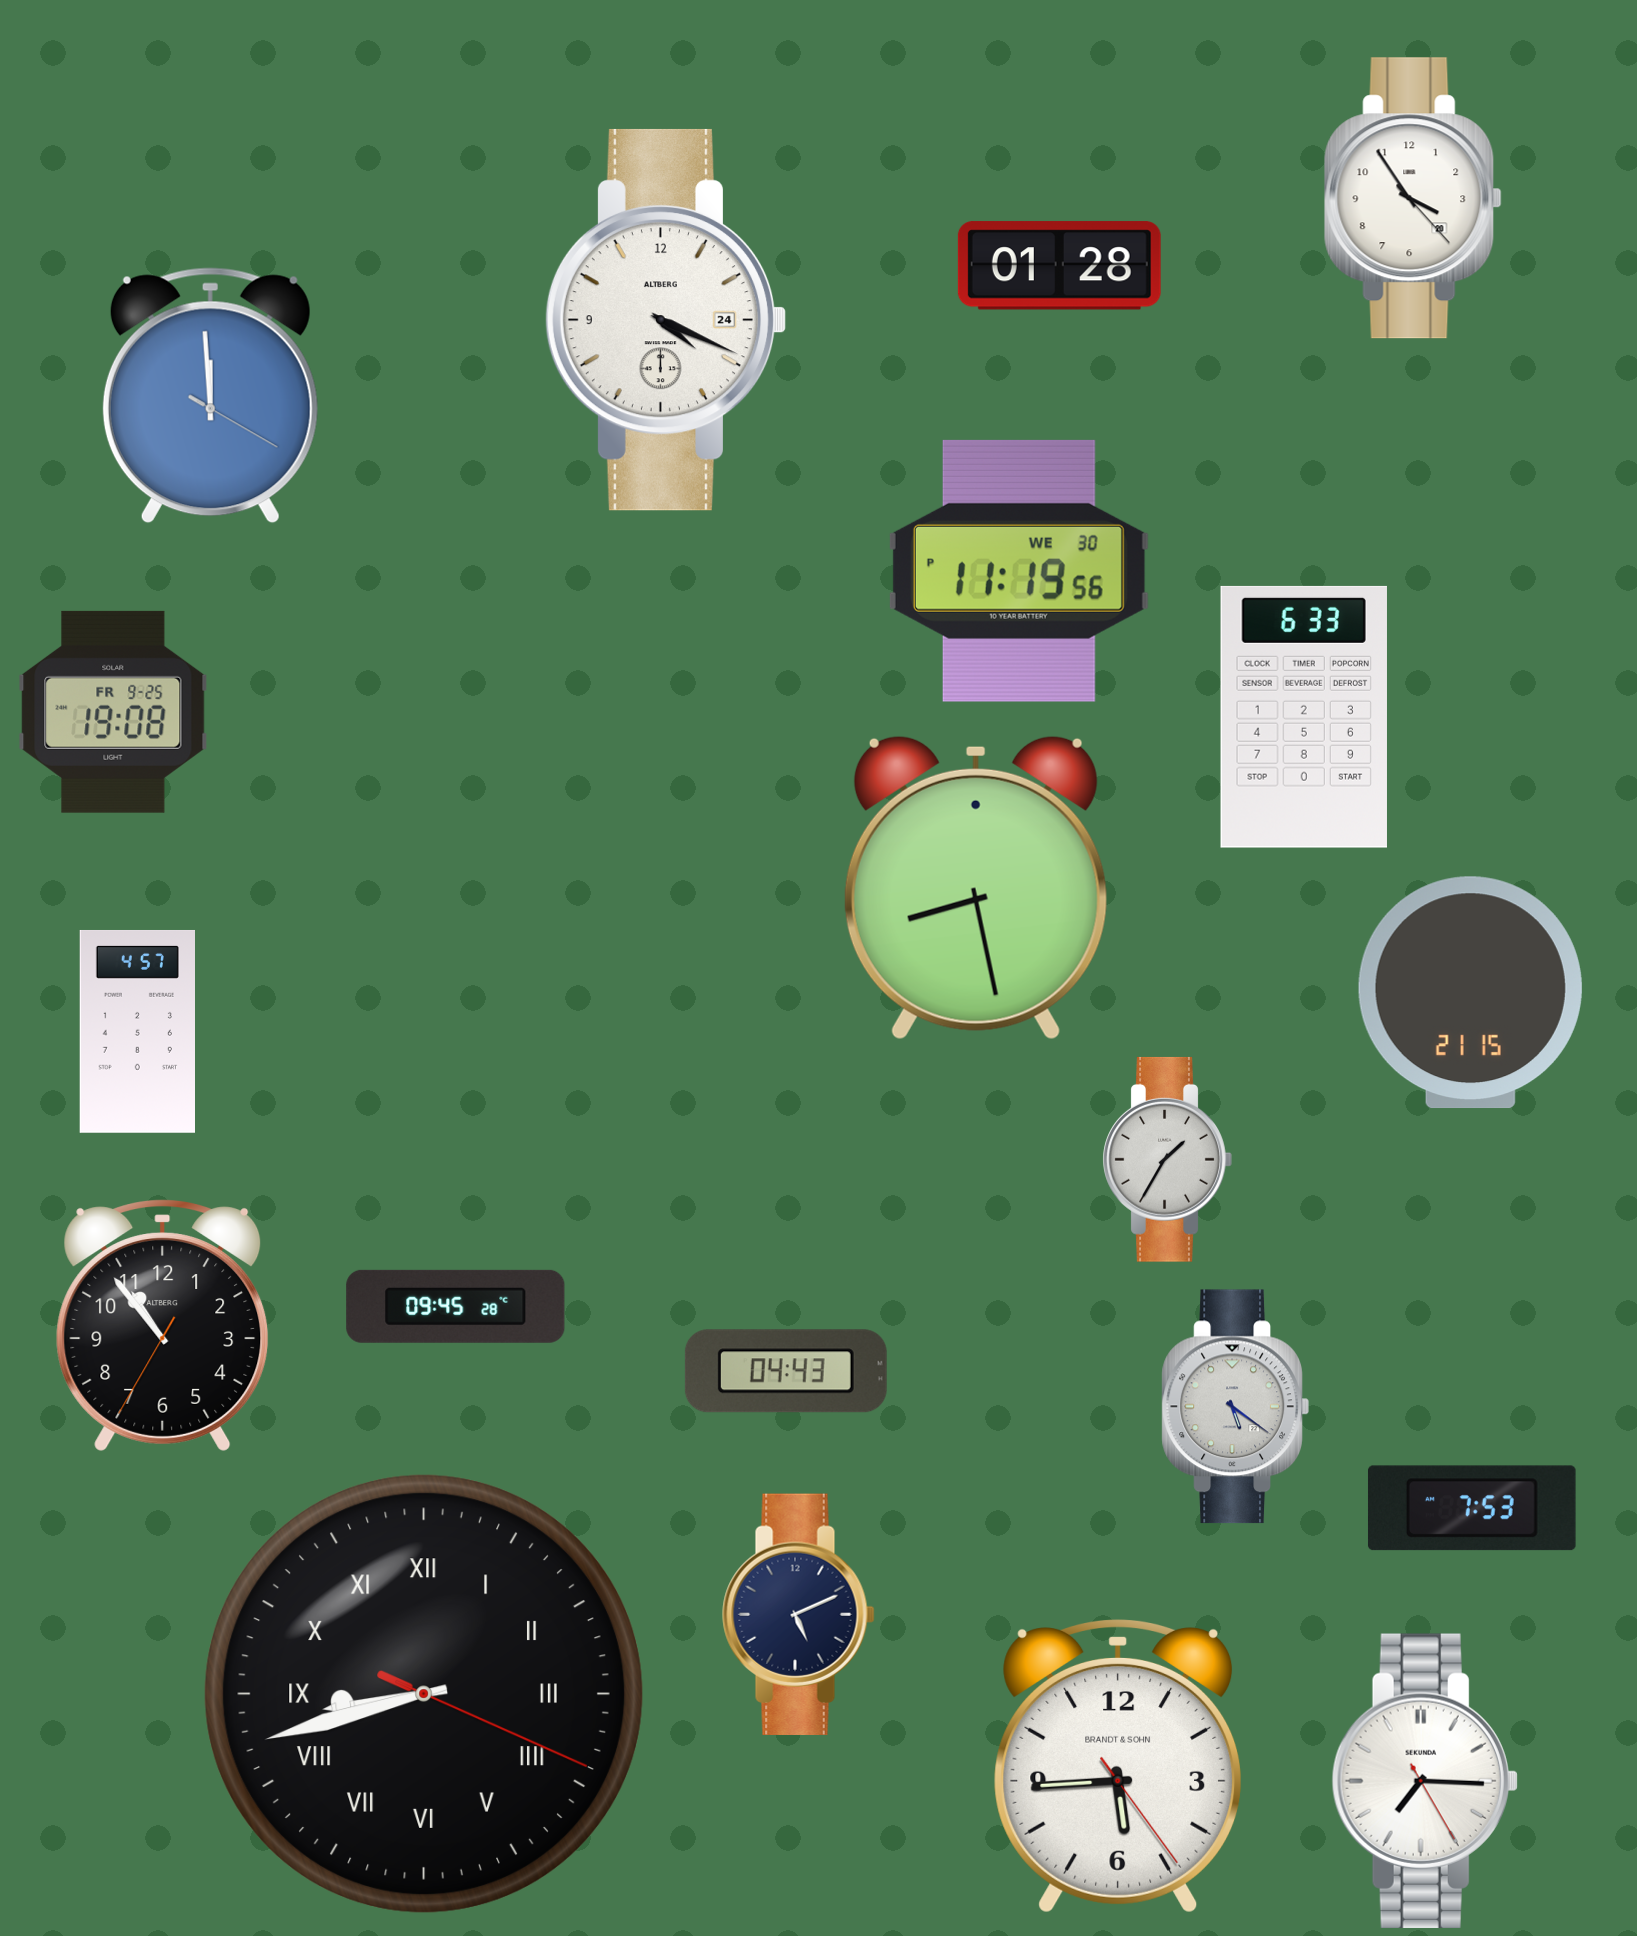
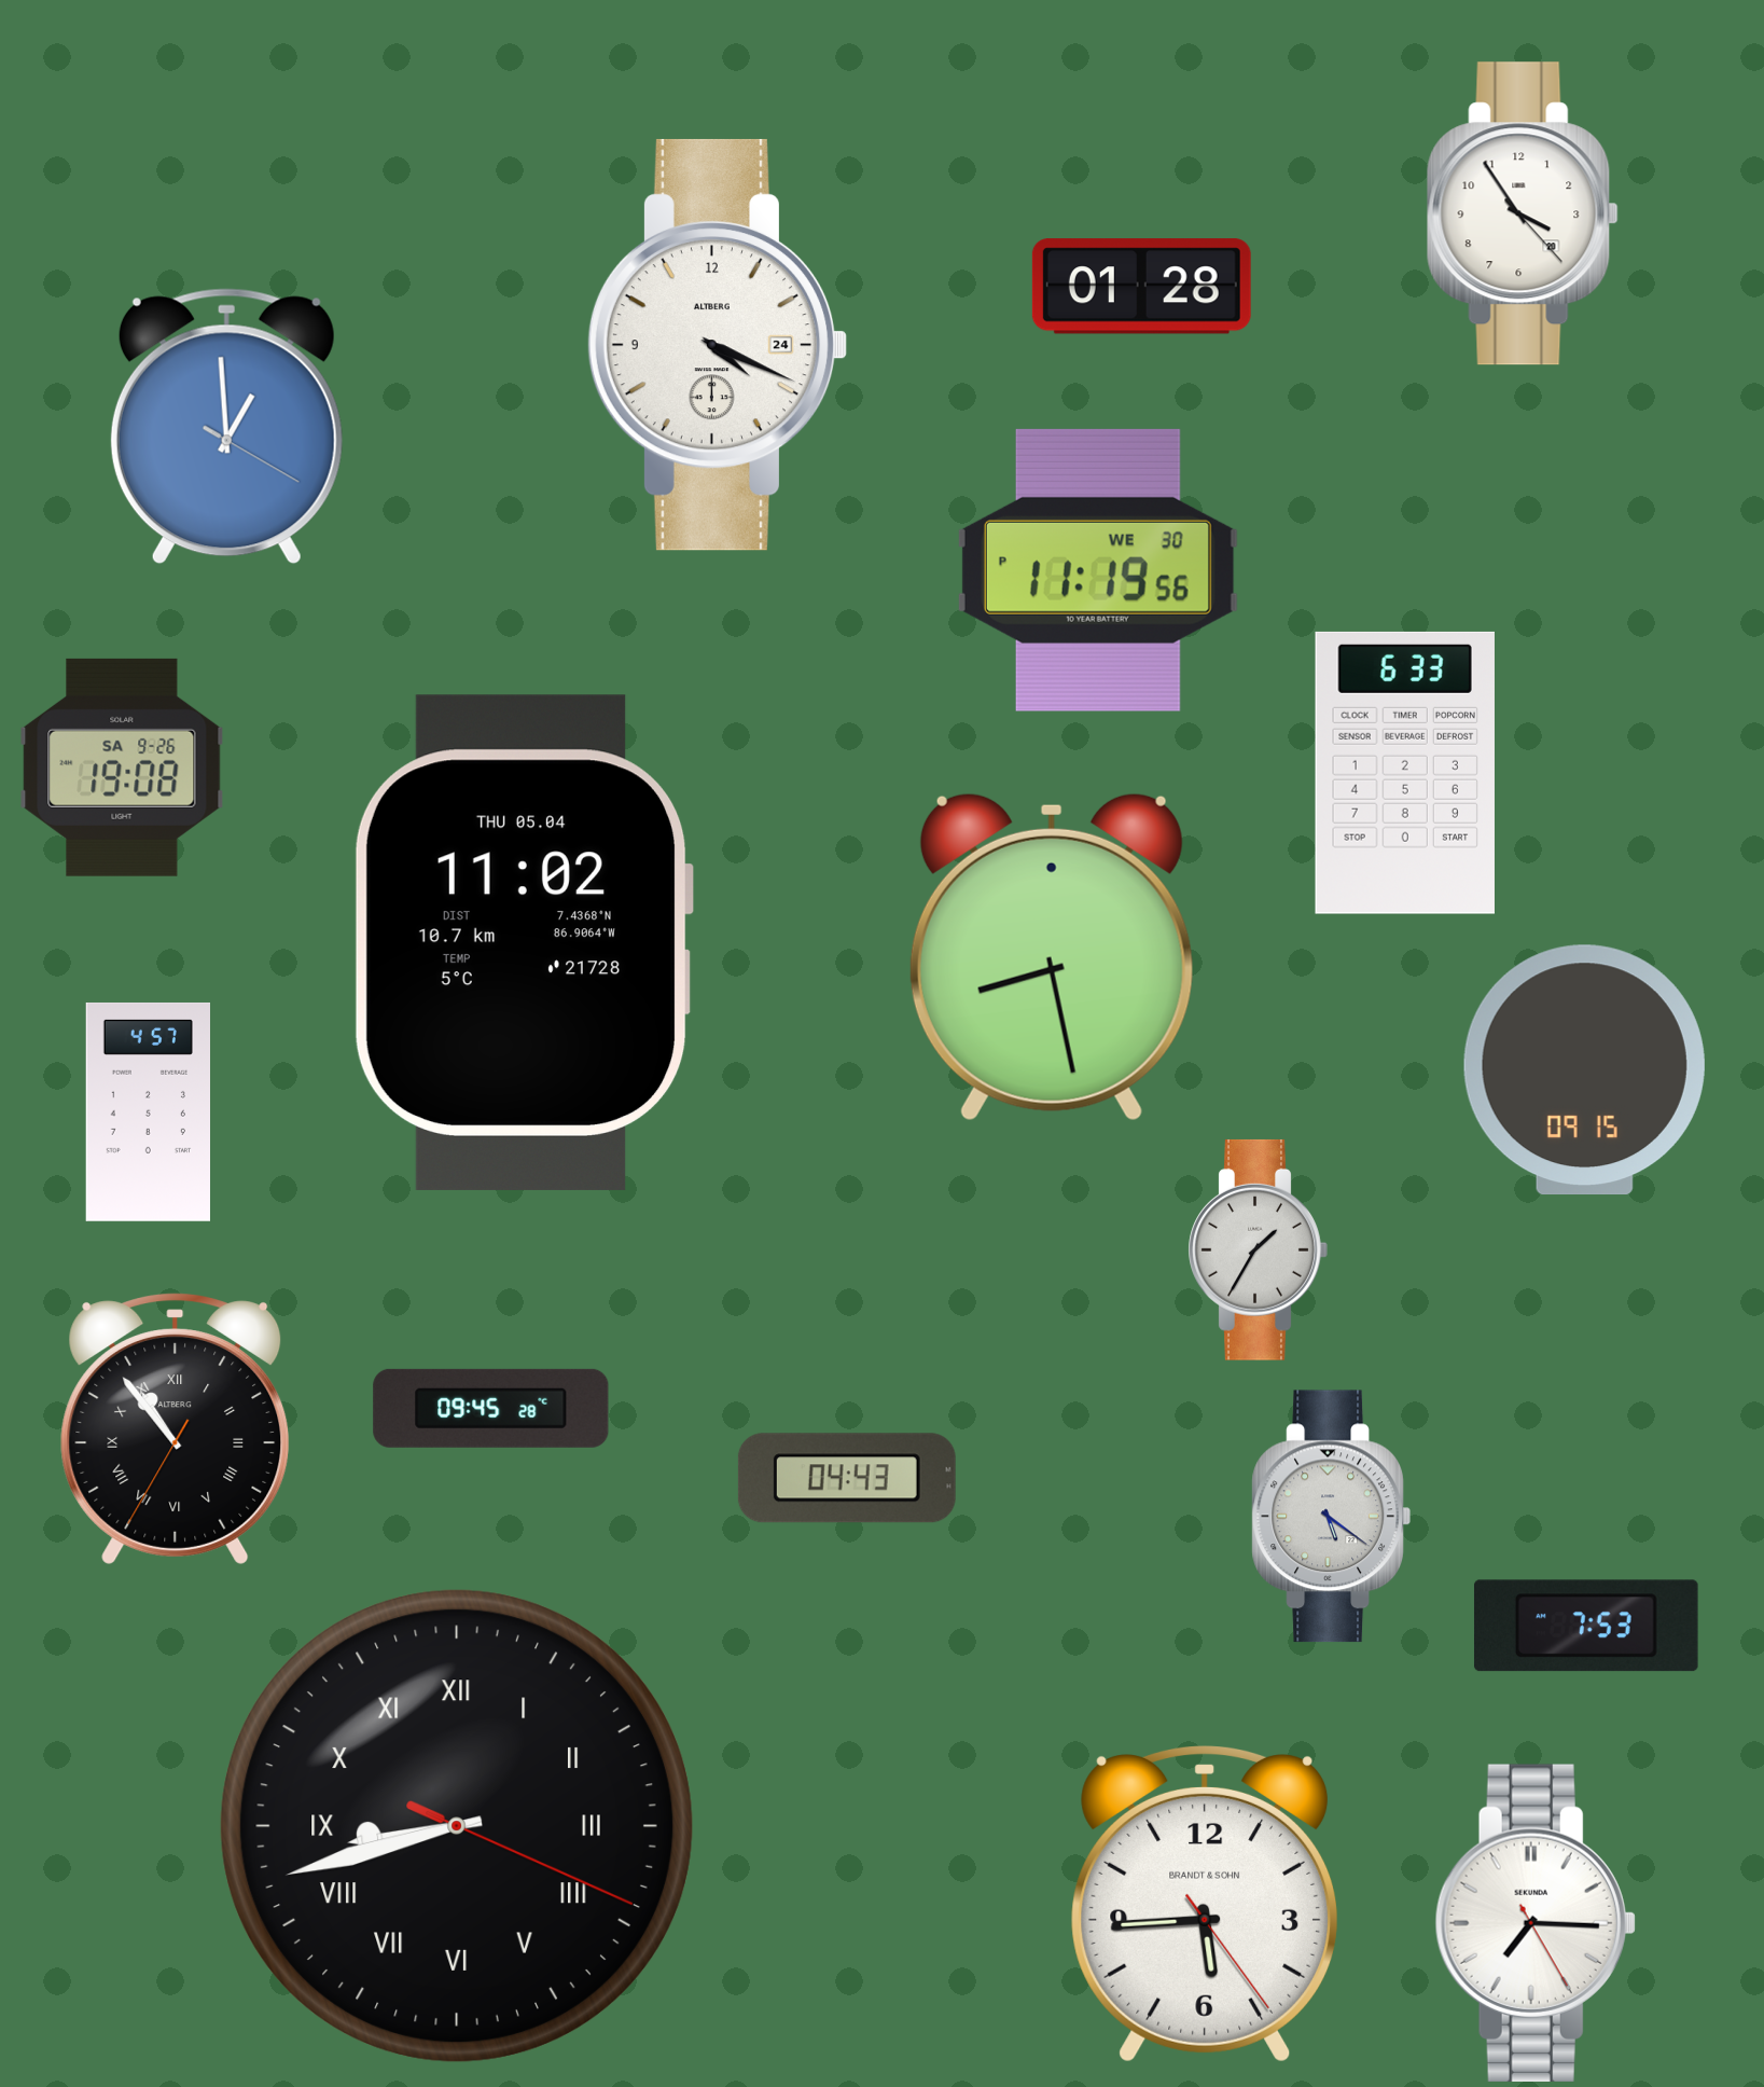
clock at (210, 396): 11:59 -> 12:59
clock at (1019, 571) position: (1019, 571) -> (1098, 570)
clock at (113, 712) date: FR 9-25 -> SA 9-26
clock at (524, 942): none -> 11:02
clock at (1470, 993): 21:15 -> 09:15
clock at (163, 1325) numerals: Arabic -> Roman
clock at (799, 1614): 5:11 -> none
clock at (1425, 1781) position: (1425, 1781) -> (1536, 1923)
